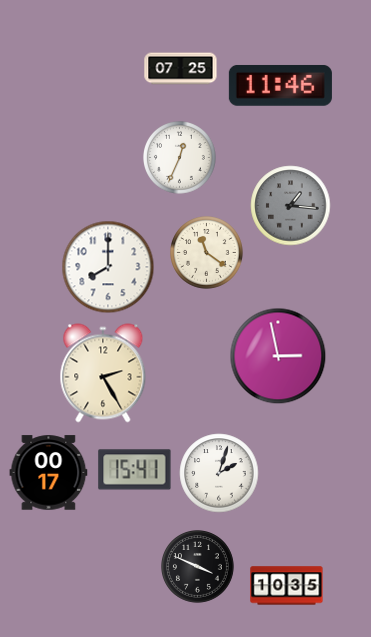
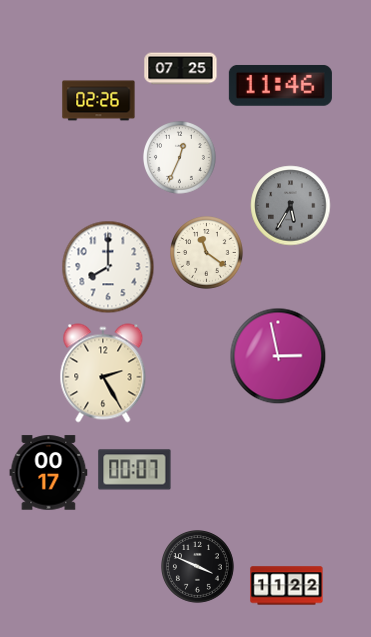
clock at (99, 101): none -> 02:26
clock at (291, 206): 1:16 -> 5:35
clock at (135, 470): 15:41 -> 00:07
clock at (219, 473): 2:03 -> none
clock at (287, 586): 10:35 -> 11:22
